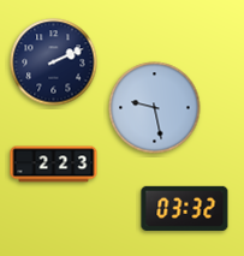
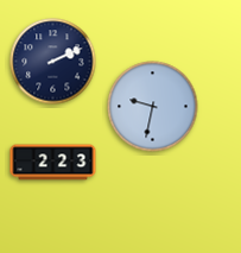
clock at (155, 108): 9:28 -> 9:32
clock at (185, 208): 03:32 -> none
